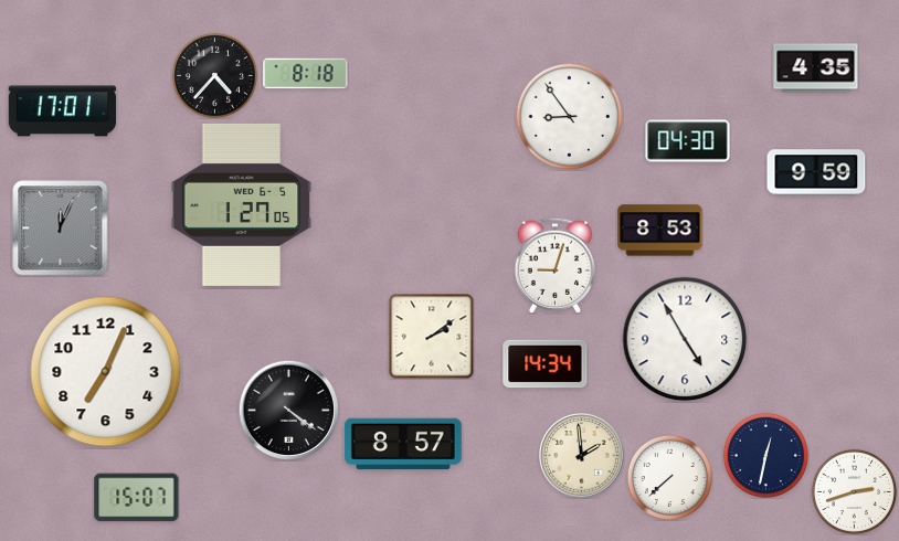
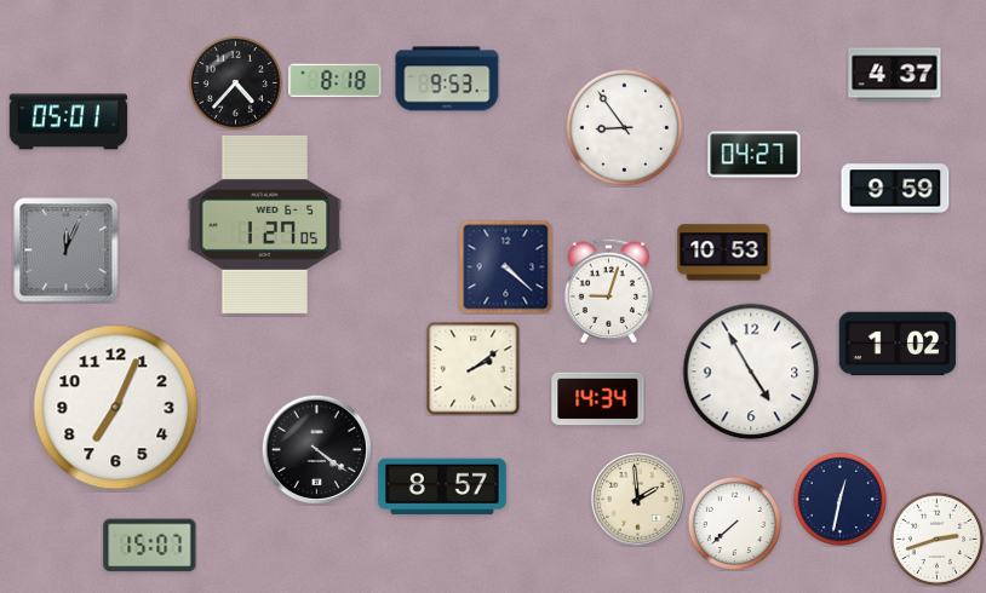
clock at (816, 68): 4:35 -> 4:37
clock at (447, 79): none -> 9:53
clock at (63, 112): 17:01 -> 05:01
clock at (688, 141): 04:30 -> 04:27
clock at (660, 231): 8:53 -> 10:53
clock at (505, 266): none -> 4:22
clock at (898, 344): none -> 1:02
